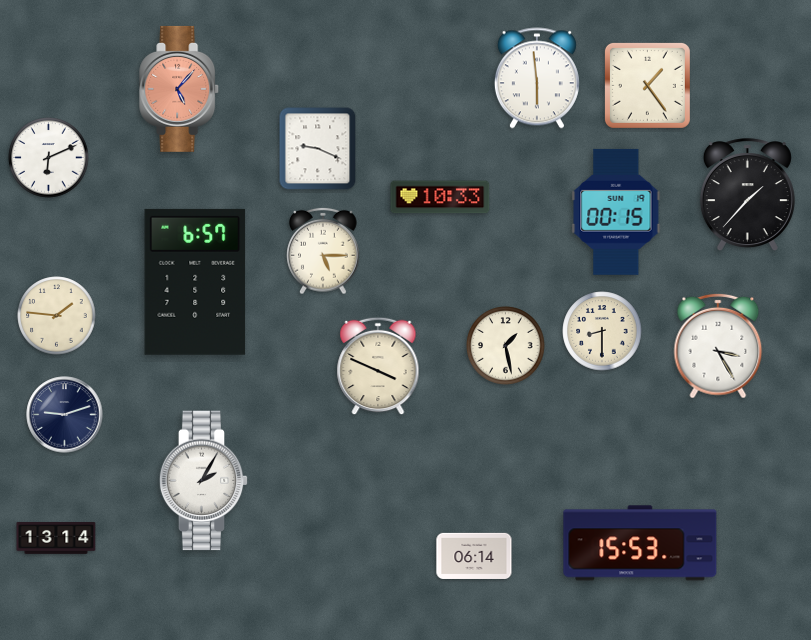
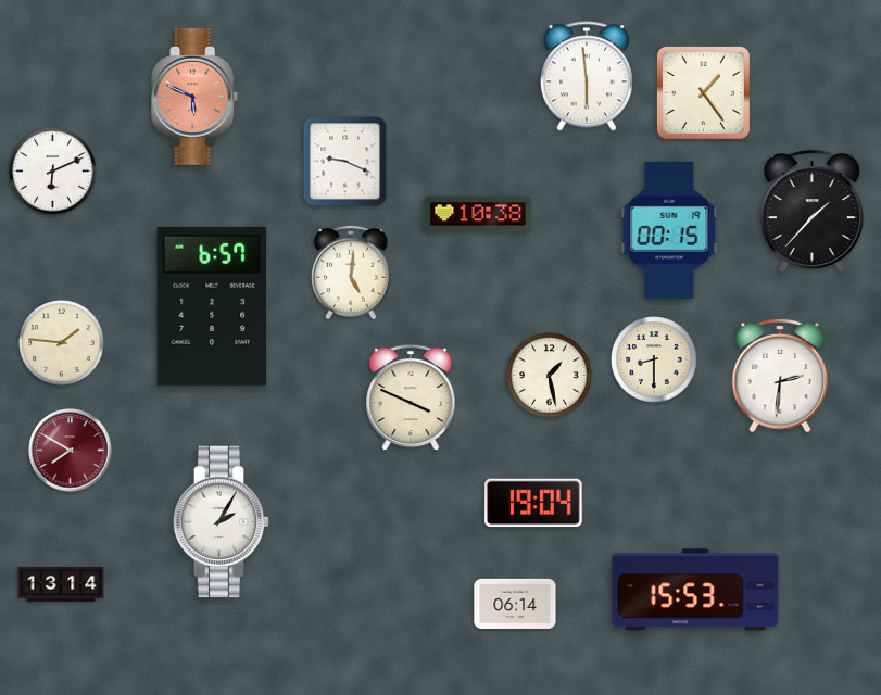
clock at (537, 78) position: (537, 78) -> (587, 76)
clock at (180, 89): 5:07 -> 5:49
clock at (440, 197): 10:33 -> 10:38
clock at (323, 251): 5:15 -> 5:01
clock at (718, 346): 3:25 -> 2:31
clock at (65, 415): 9:12 -> 7:50
clock at (65, 415) dial: navy -> burgundy
clock at (533, 503): none -> 19:04
